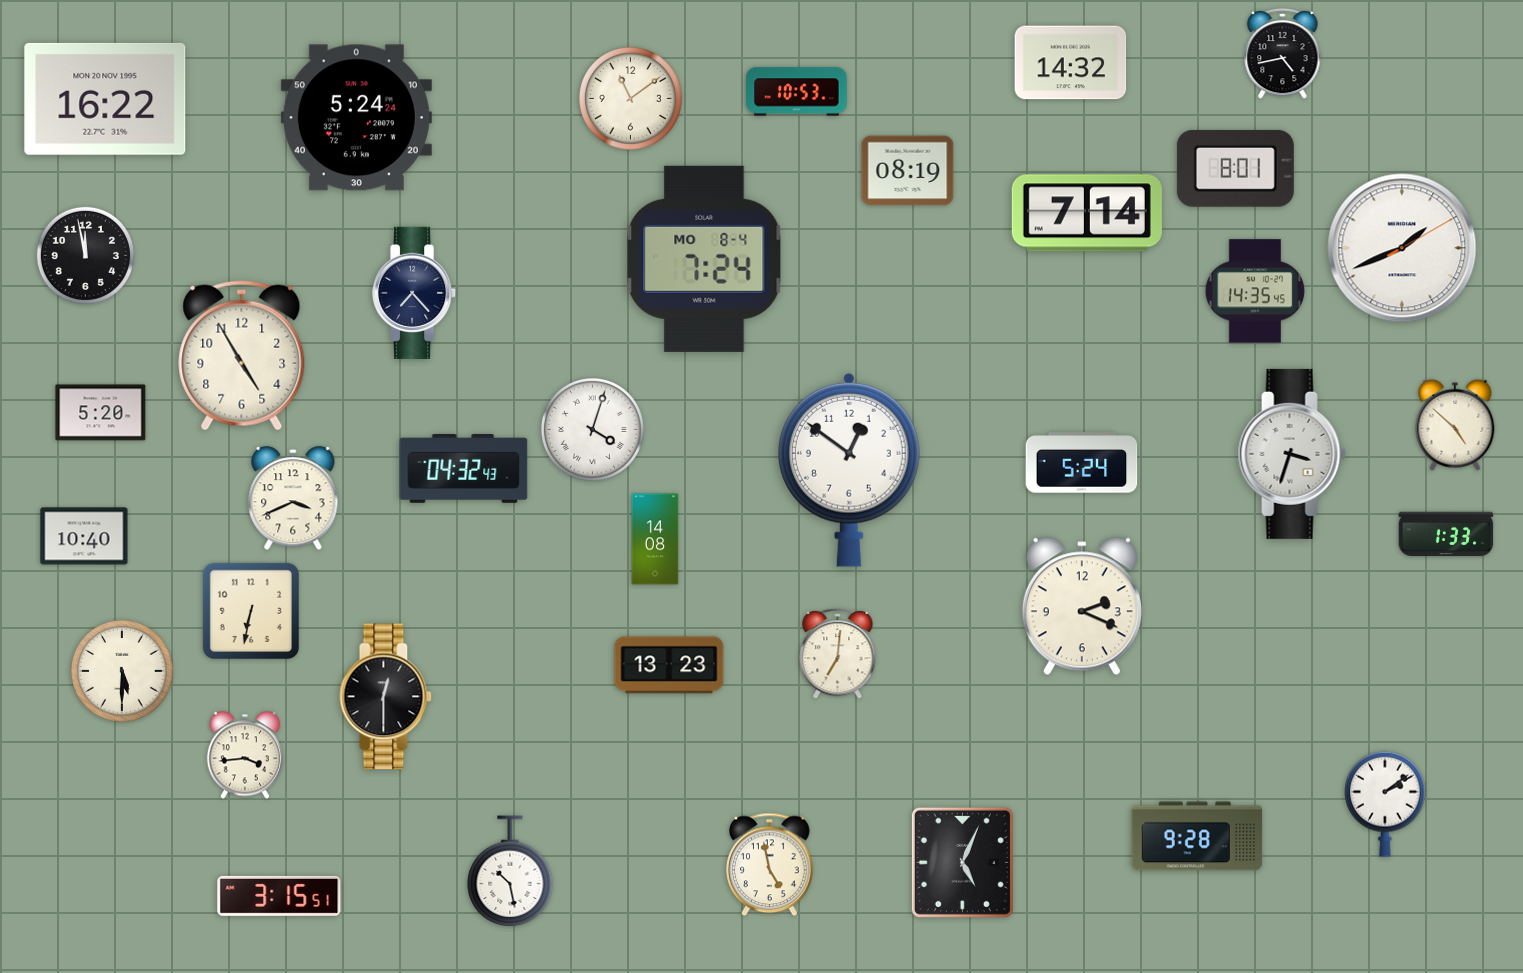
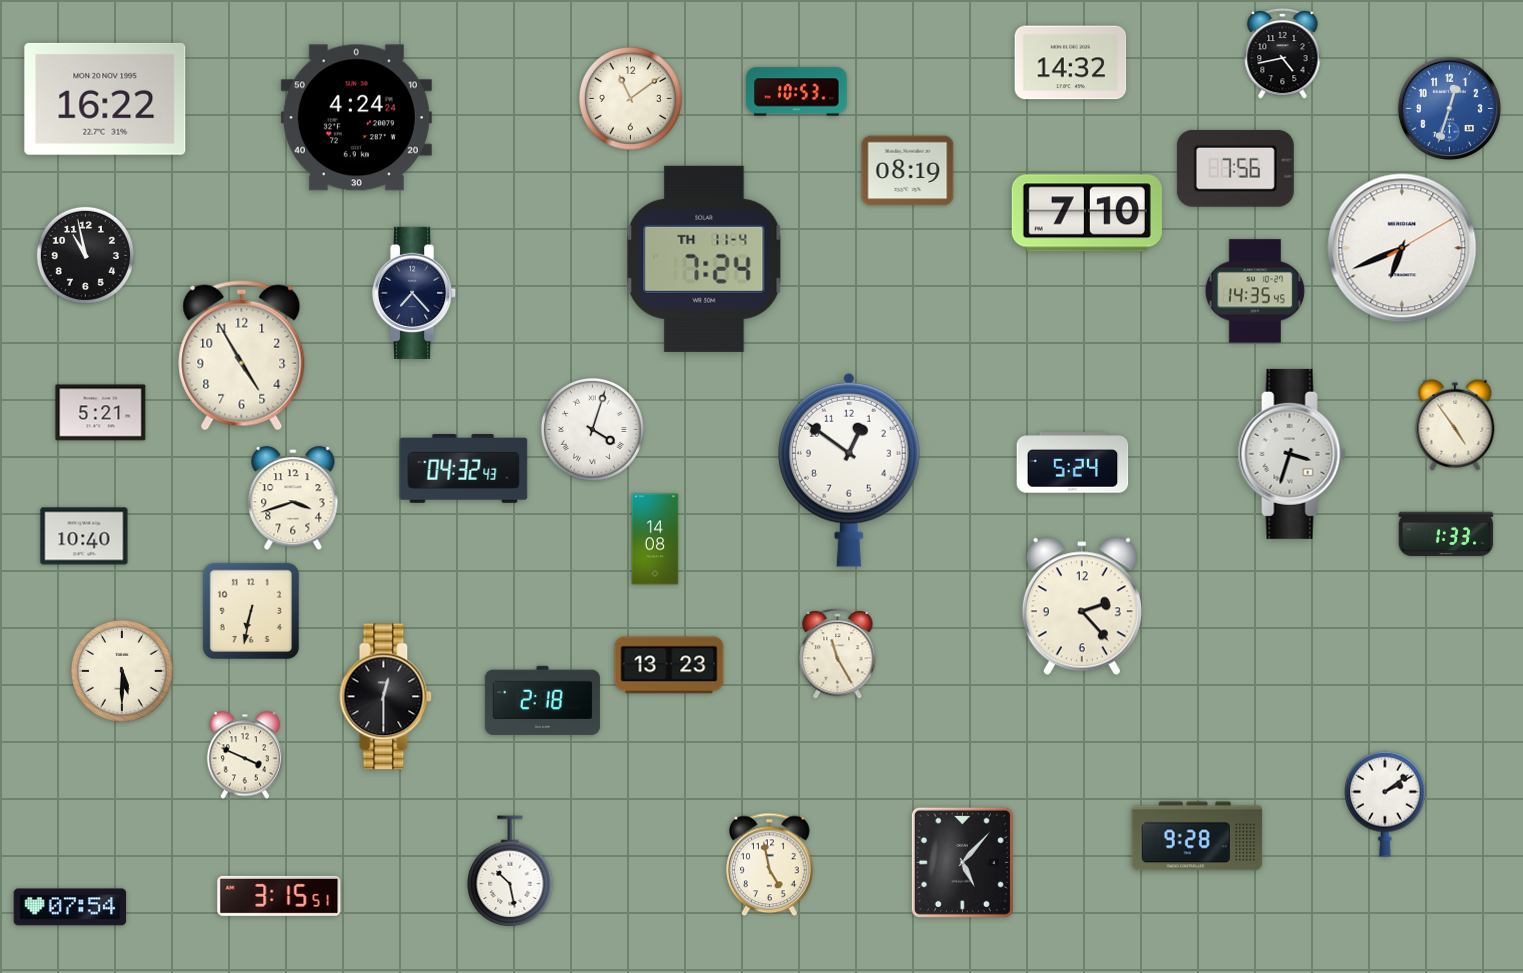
clock at (1449, 108): none -> 12:33
clock at (356, 118): 5:24 -> 4:24
clock at (1235, 168): 8:01 -> 7:56
clock at (1087, 213): 7:14 -> 7:10
clock at (1402, 248): 1:41 -> 6:41
clock at (85, 255): 11:58 -> 10:58
clock at (704, 259) date: MO 8-4 -> TH 11-4
clock at (101, 413): 5:20 -> 5:21
clock at (1455, 425): 4:52 -> 4:54
clock at (1082, 463) position: (1082, 463) -> (1073, 463)
clock at (293, 499): 3:41 -> 3:42
clock at (1082, 606): 2:19 -> 2:23
clock at (838, 653): 7:01 -> 11:25
clock at (542, 700): none -> 2:18
clock at (245, 755): 3:44 -> 3:49
clock at (962, 862): 5:04 -> 5:07
clock at (70, 907): none -> 07:54
